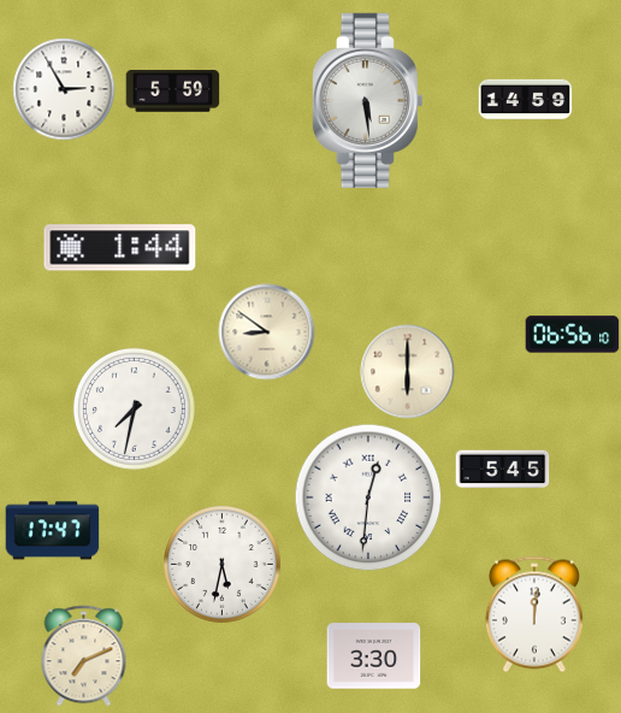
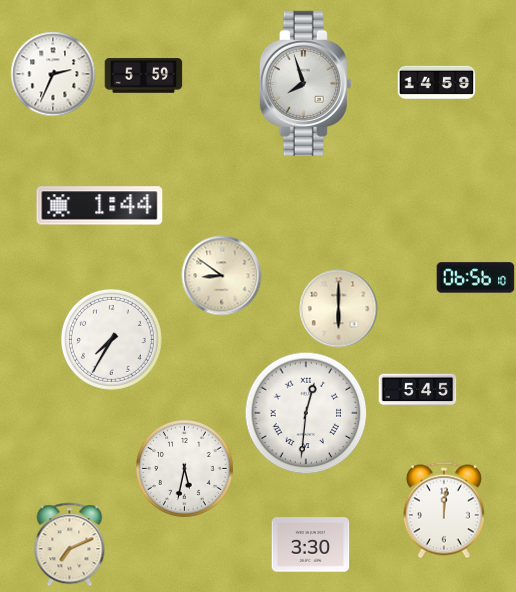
clock at (64, 89): 2:55 -> 2:34
clock at (367, 100): 5:29 -> 7:57
clock at (134, 408): 7:32 -> 7:35
clock at (52, 531): 17:47 -> none
